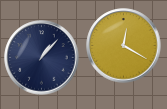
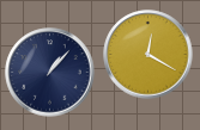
clock at (42, 58) position: (42, 58) -> (50, 73)
